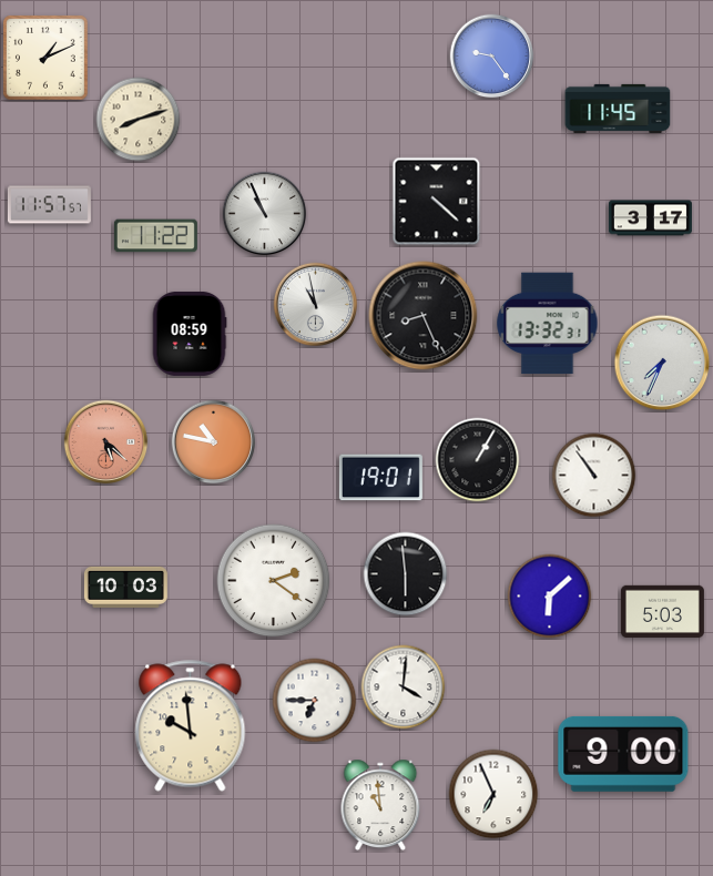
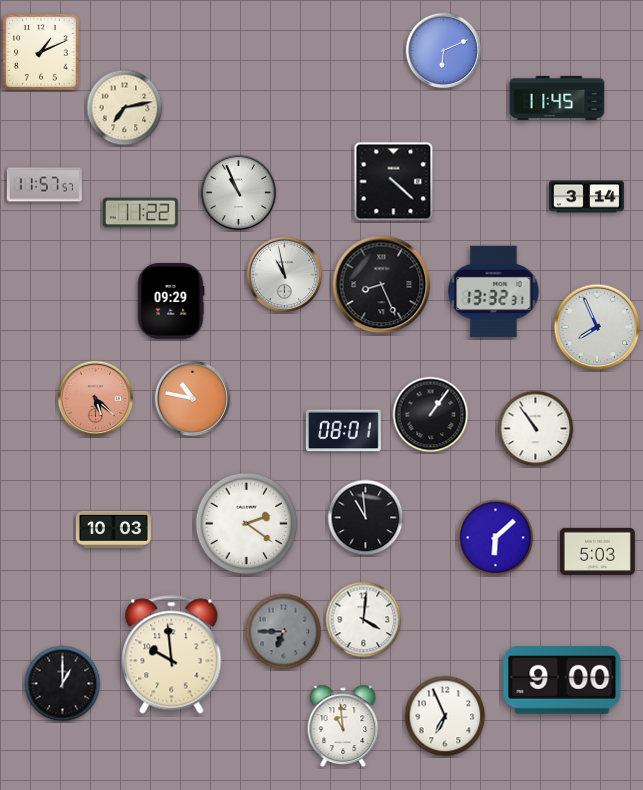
clock at (492, 57): 9:24 -> 6:11
clock at (139, 120): 8:12 -> 7:13
clock at (650, 218): 3:17 -> 3:14
clock at (190, 334): 08:59 -> 09:29
clock at (662, 363): 7:34 -> 7:56
clock at (478, 460): 1:05 -> 1:06
clock at (380, 478): 19:01 -> 08:01
clock at (406, 574): 5:59 -> 10:59
clock at (315, 701) dial: white -> grey
clock at (63, 684): none -> 1:00
